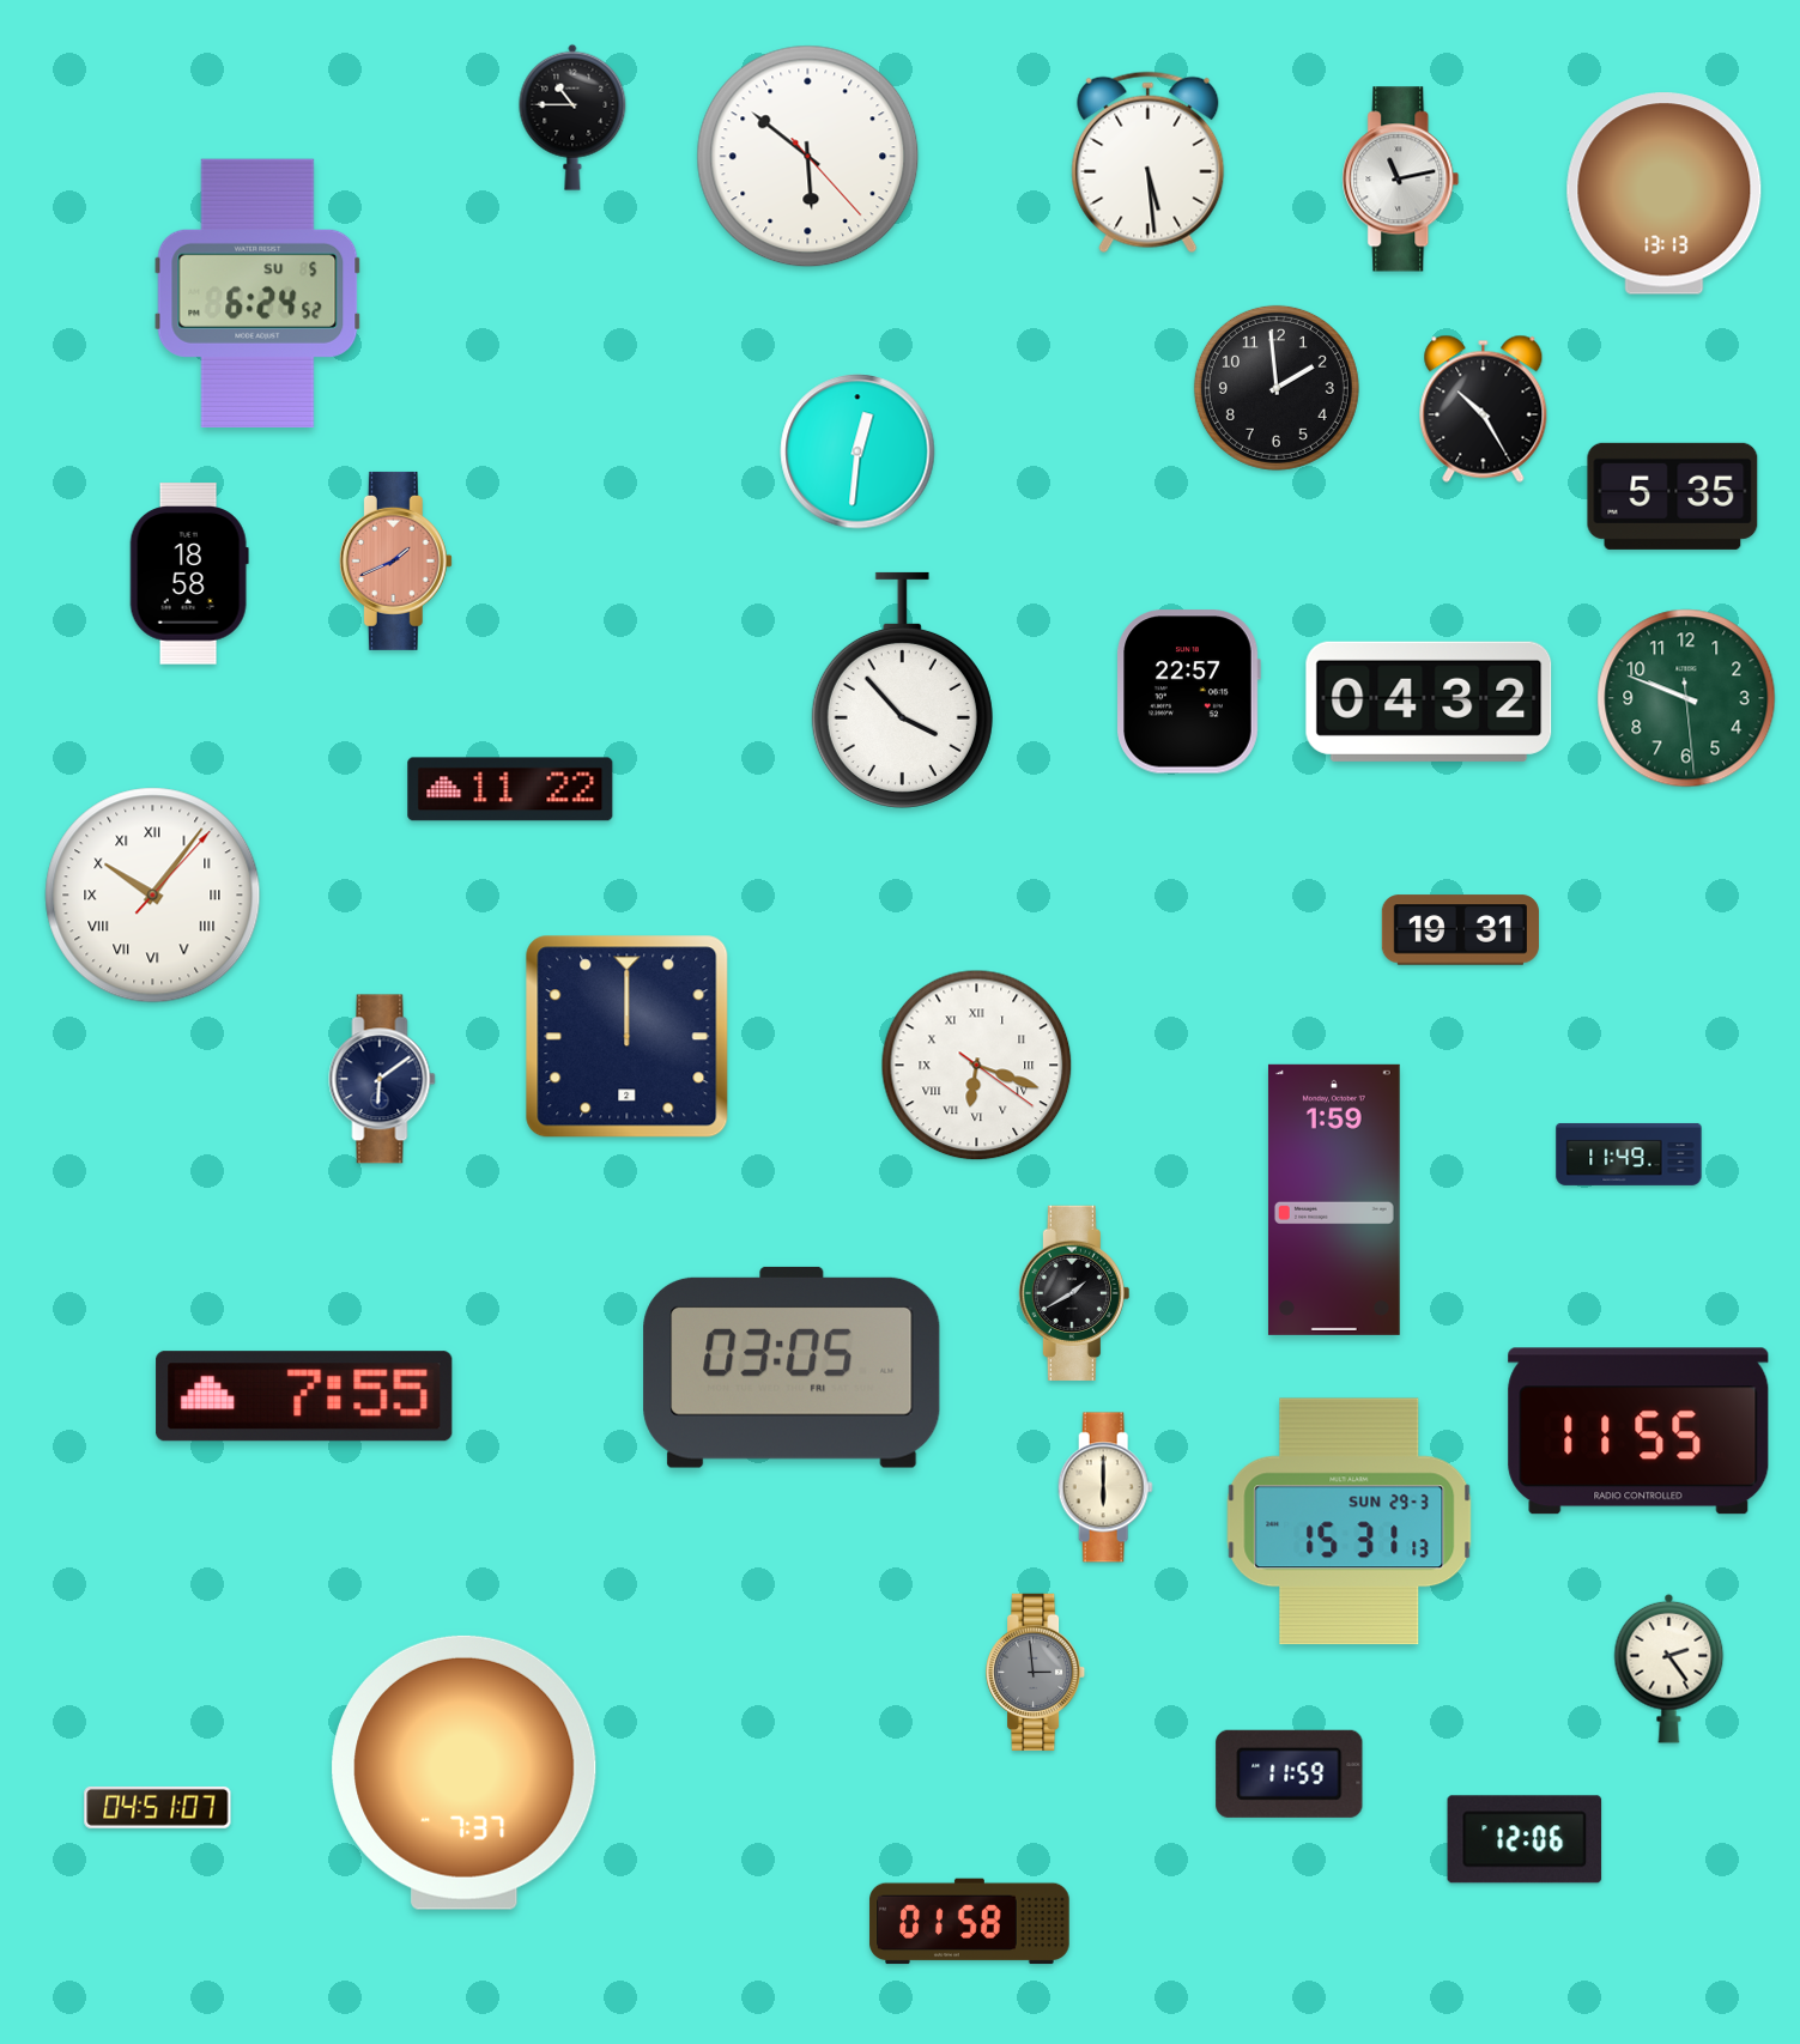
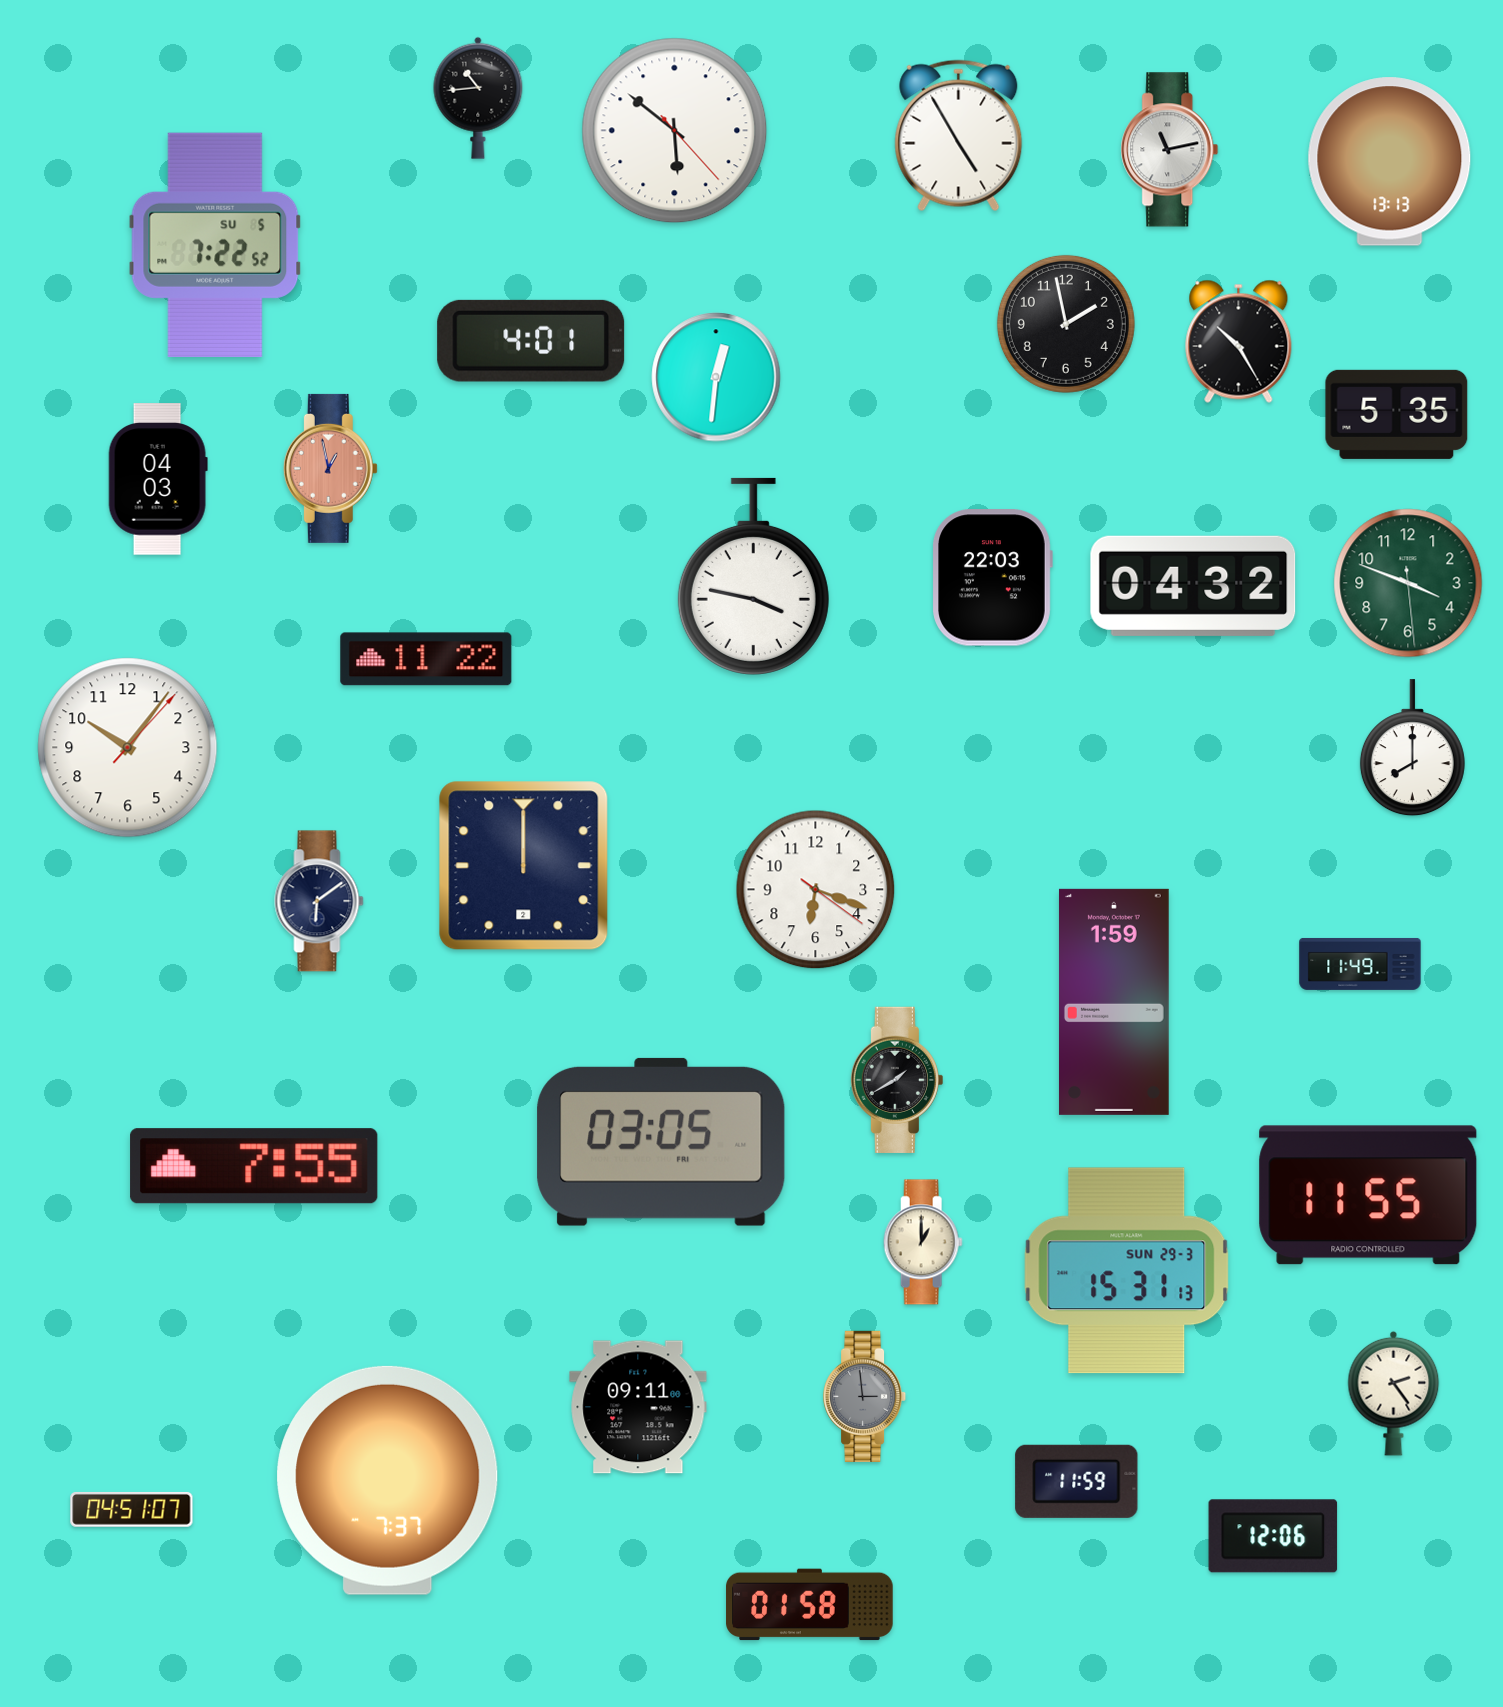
clock at (572, 117): 10:45 -> 10:44
clock at (1149, 163): 5:29 -> 4:55
clock at (257, 293): 6:24 -> 7:22
clock at (1277, 388): 1:59 -> 1:58
clock at (531, 341): none -> 4:01
clock at (395, 560): 1:41 -> 12:58
clock at (189, 574): 18:58 -> 04:03
clock at (902, 690): 3:53 -> 3:47
clock at (1188, 692): 22:57 -> 22:03
clock at (1686, 698): 9:48 -> 3:48
clock at (153, 896) numerals: Roman -> Arabic
clock at (1412, 748): none -> 8:00
clock at (1460, 930): 19:31 -> none
clock at (977, 1066) numerals: Roman -> Arabic
clock at (1105, 1487): 6:00 -> 1:00
clock at (638, 1407): none -> 09:11
